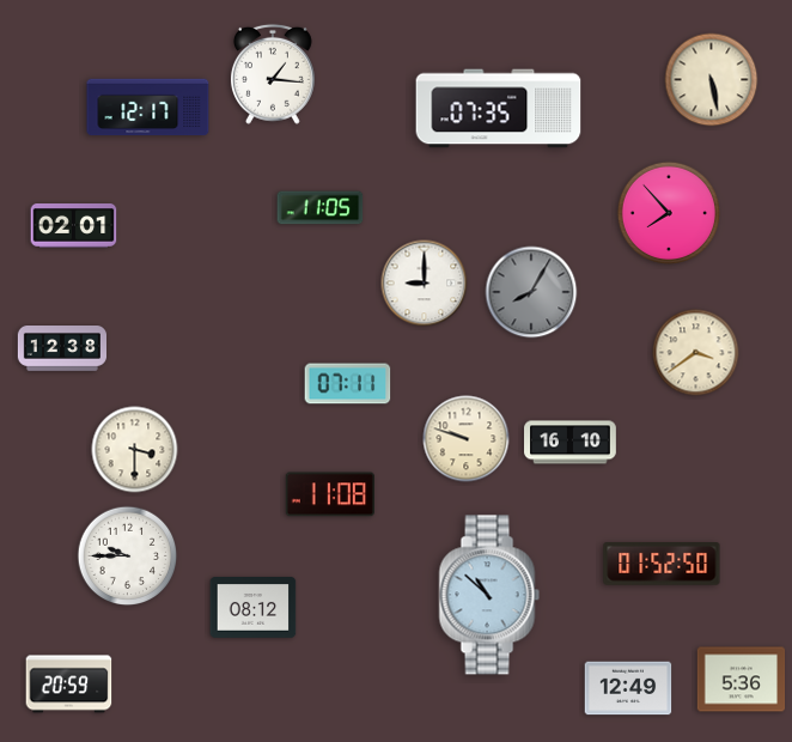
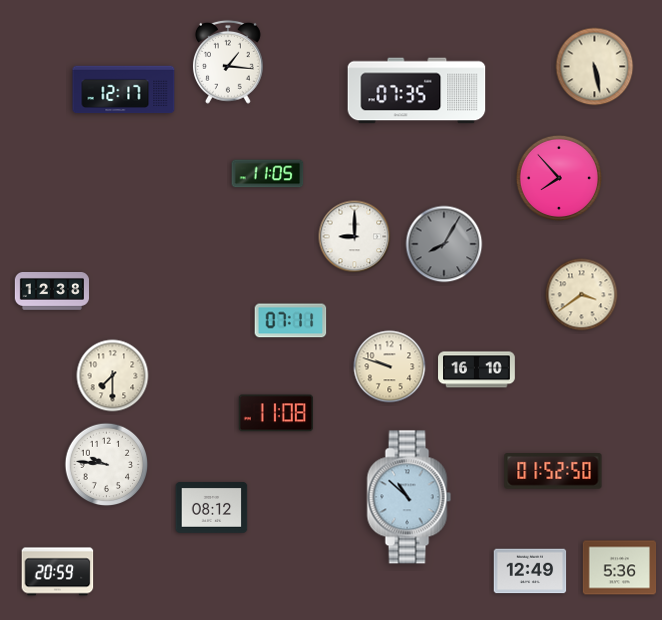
clock at (74, 226): 02:01 -> none
clock at (135, 450): 3:30 -> 7:30
clock at (128, 556): 9:45 -> 9:46
clock at (628, 688) position: (628, 688) -> (530, 571)
